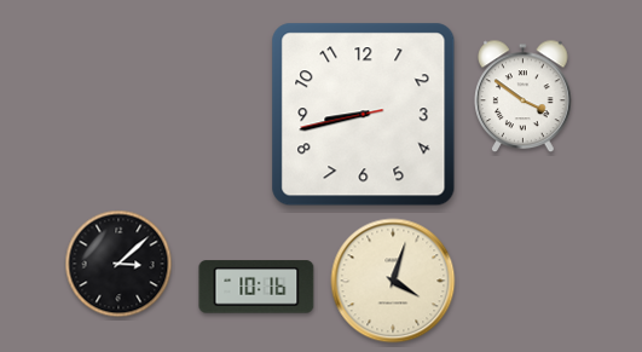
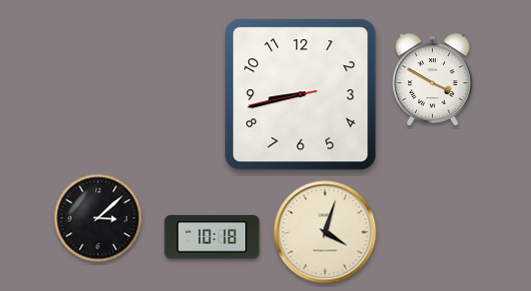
clock at (524, 97): 3:51 -> 3:50
clock at (256, 287): 10:16 -> 10:18
